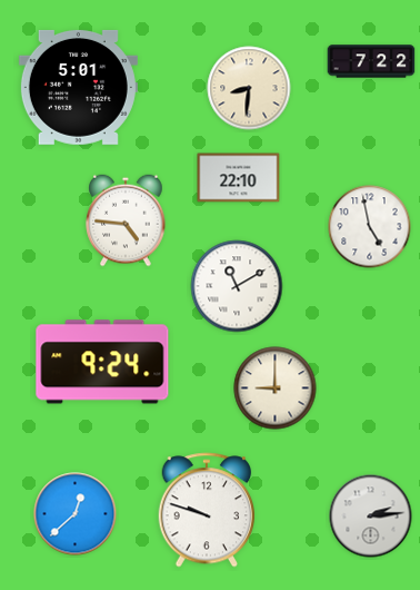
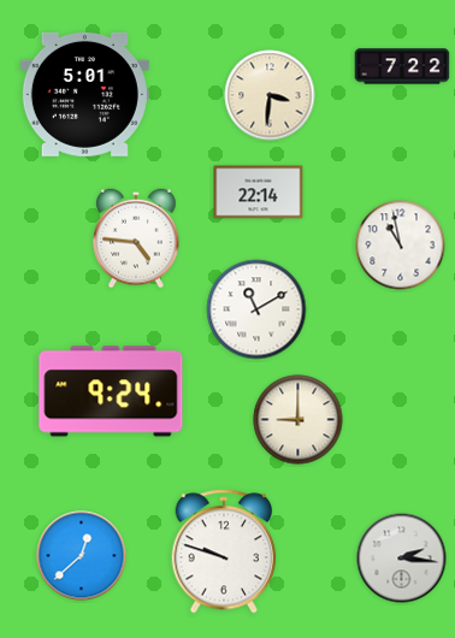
clock at (249, 88): 8:31 -> 3:31
clock at (239, 178): 22:10 -> 22:14
clock at (370, 227): 4:58 -> 10:58
clock at (371, 517): 2:14 -> 2:16
